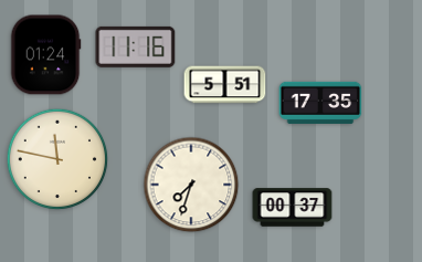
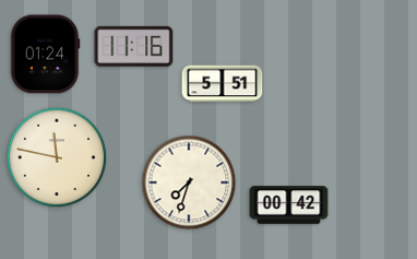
clock at (320, 103): 17:35 -> none
clock at (293, 208): 00:37 -> 00:42
